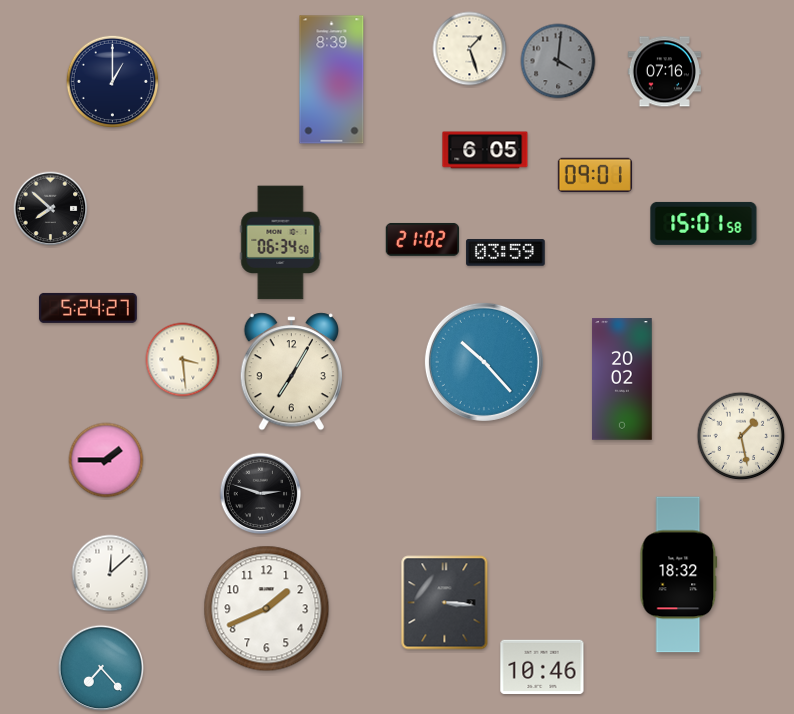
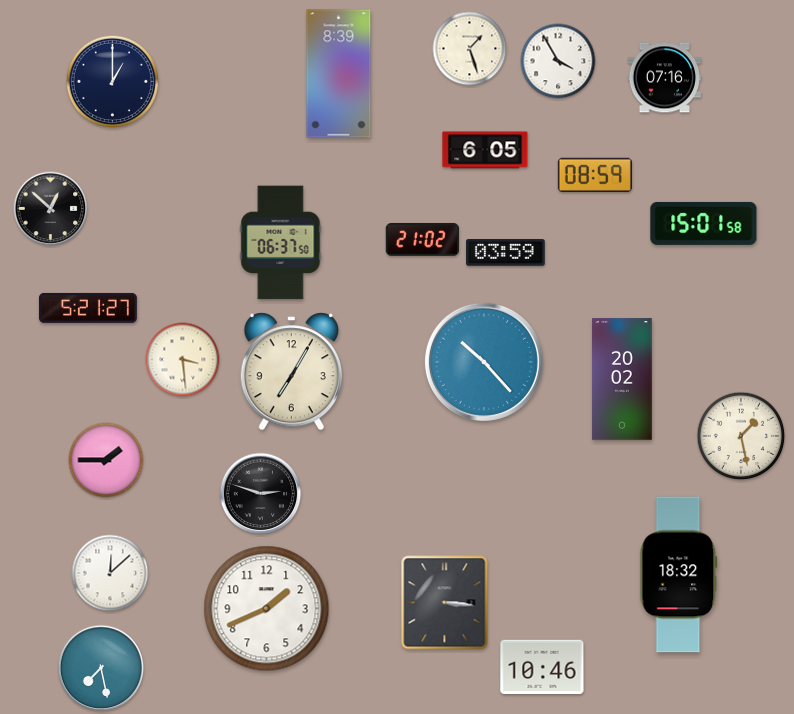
clock at (558, 61): 4:01 -> 3:55
clock at (558, 61) dial: grey -> white
clock at (664, 72) position: (664, 72) -> (664, 78)
clock at (332, 80) position: (332, 80) -> (339, 74)
clock at (595, 174): 09:01 -> 08:59
clock at (51, 209): 7:52 -> 12:52
clock at (281, 243): 06:34 -> 06:37
clock at (88, 308): 5:24 -> 5:21
clock at (101, 668): 7:23 -> 7:28
